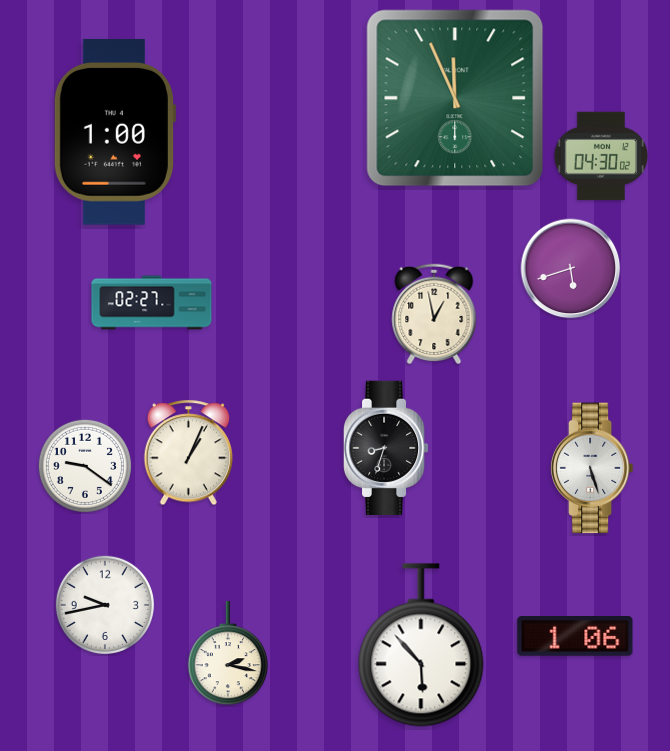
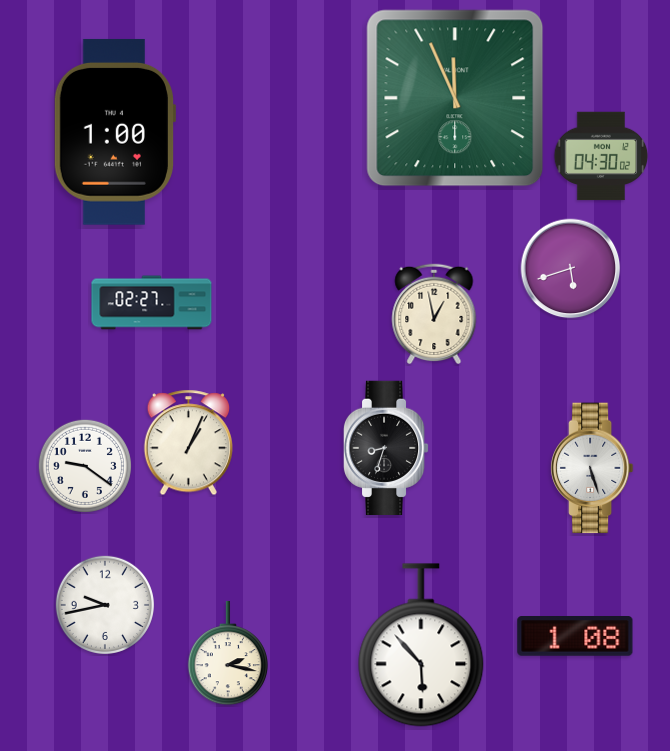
clock at (188, 453) position: (188, 453) -> (188, 443)
clock at (575, 637): 1:06 -> 1:08
